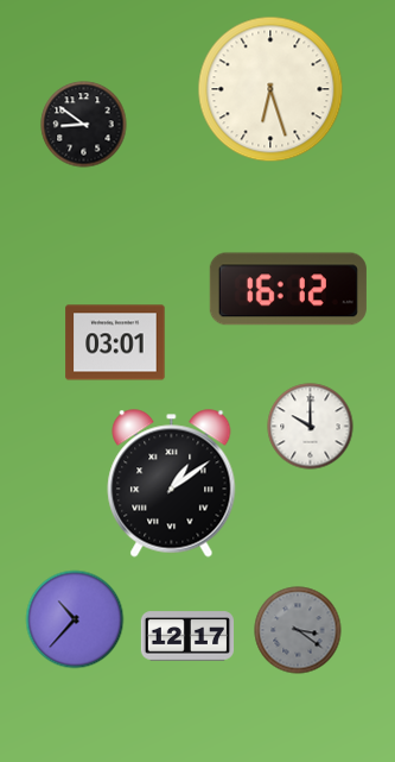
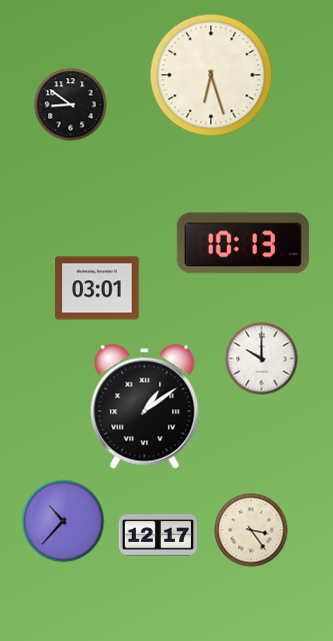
clock at (270, 89) position: (270, 89) -> (211, 75)
clock at (288, 289): 16:12 -> 10:13
clock at (298, 630): 3:21 -> 3:24
clock at (298, 630) dial: grey -> cream
